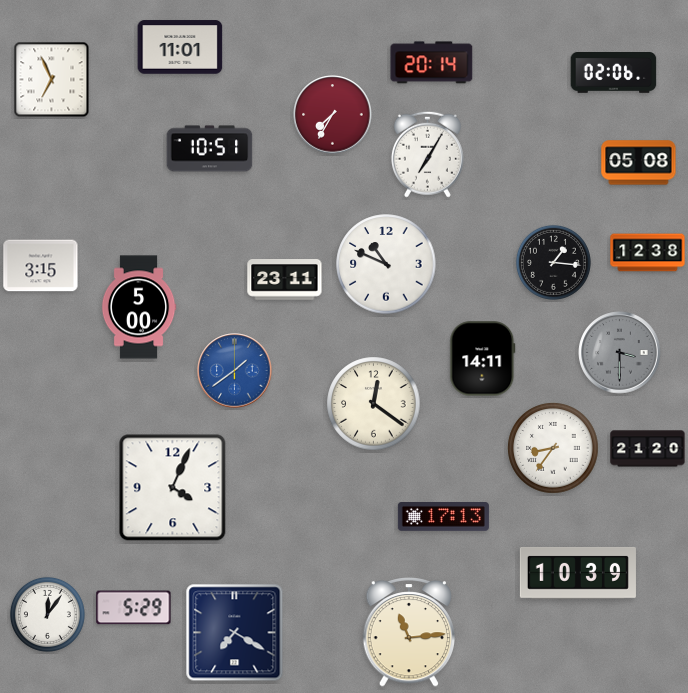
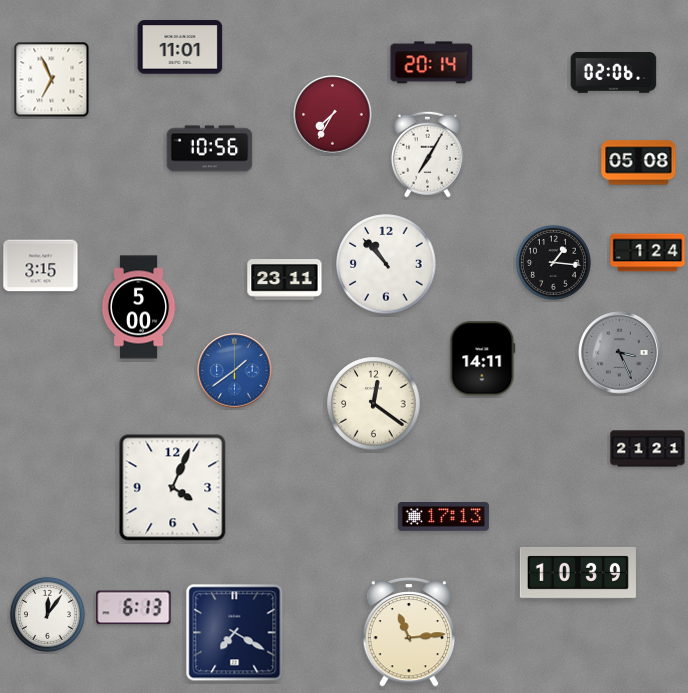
clock at (210, 149): 10:51 -> 10:56
clock at (648, 253): 12:38 -> 1:24
clock at (386, 264): 10:49 -> 10:53
clock at (620, 353): 3:30 -> 3:26
clock at (553, 448): 8:36 -> none
clock at (648, 449): 21:20 -> 21:21
clock at (134, 608): 5:29 -> 6:13
